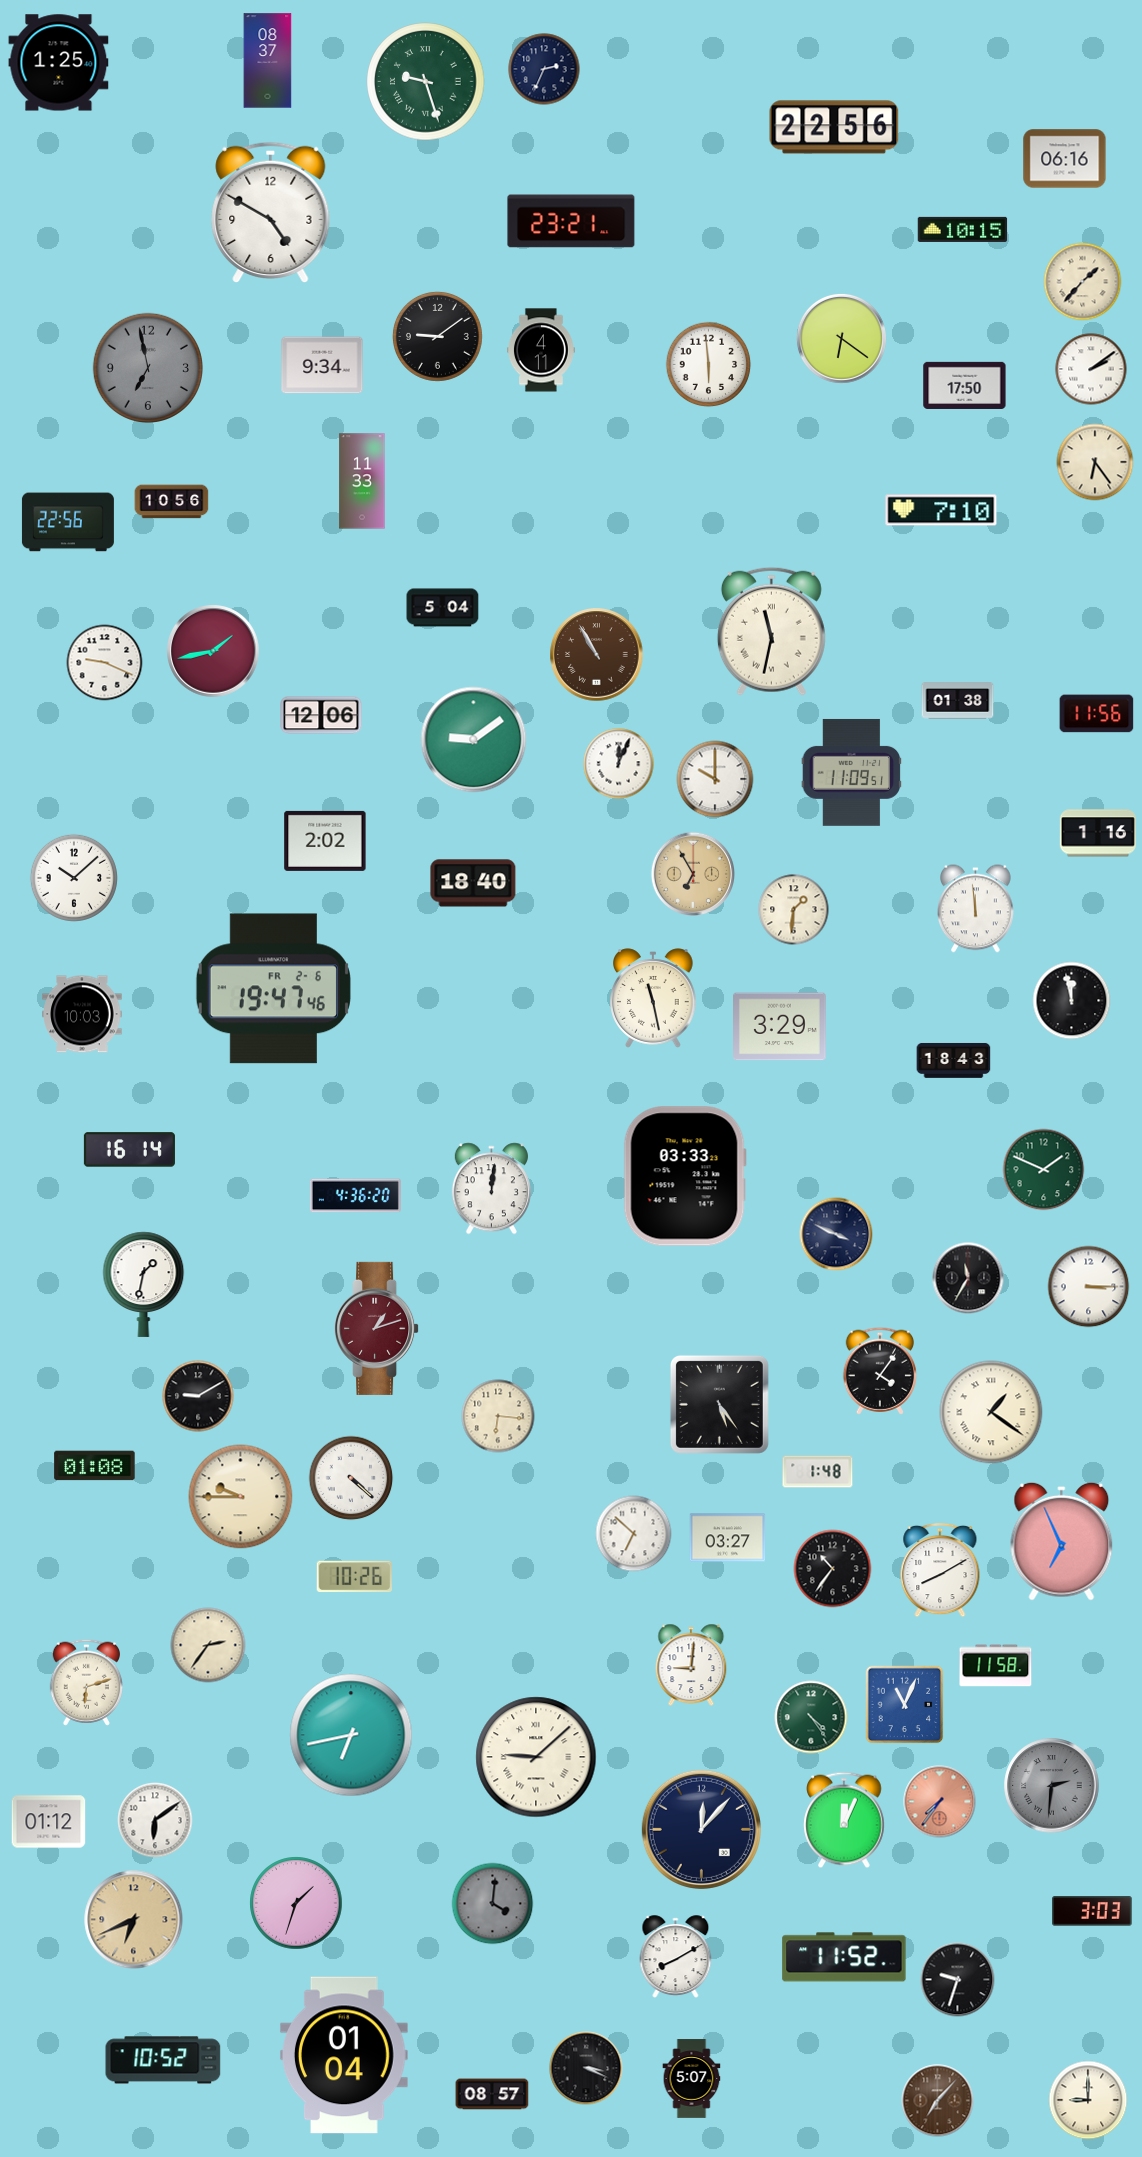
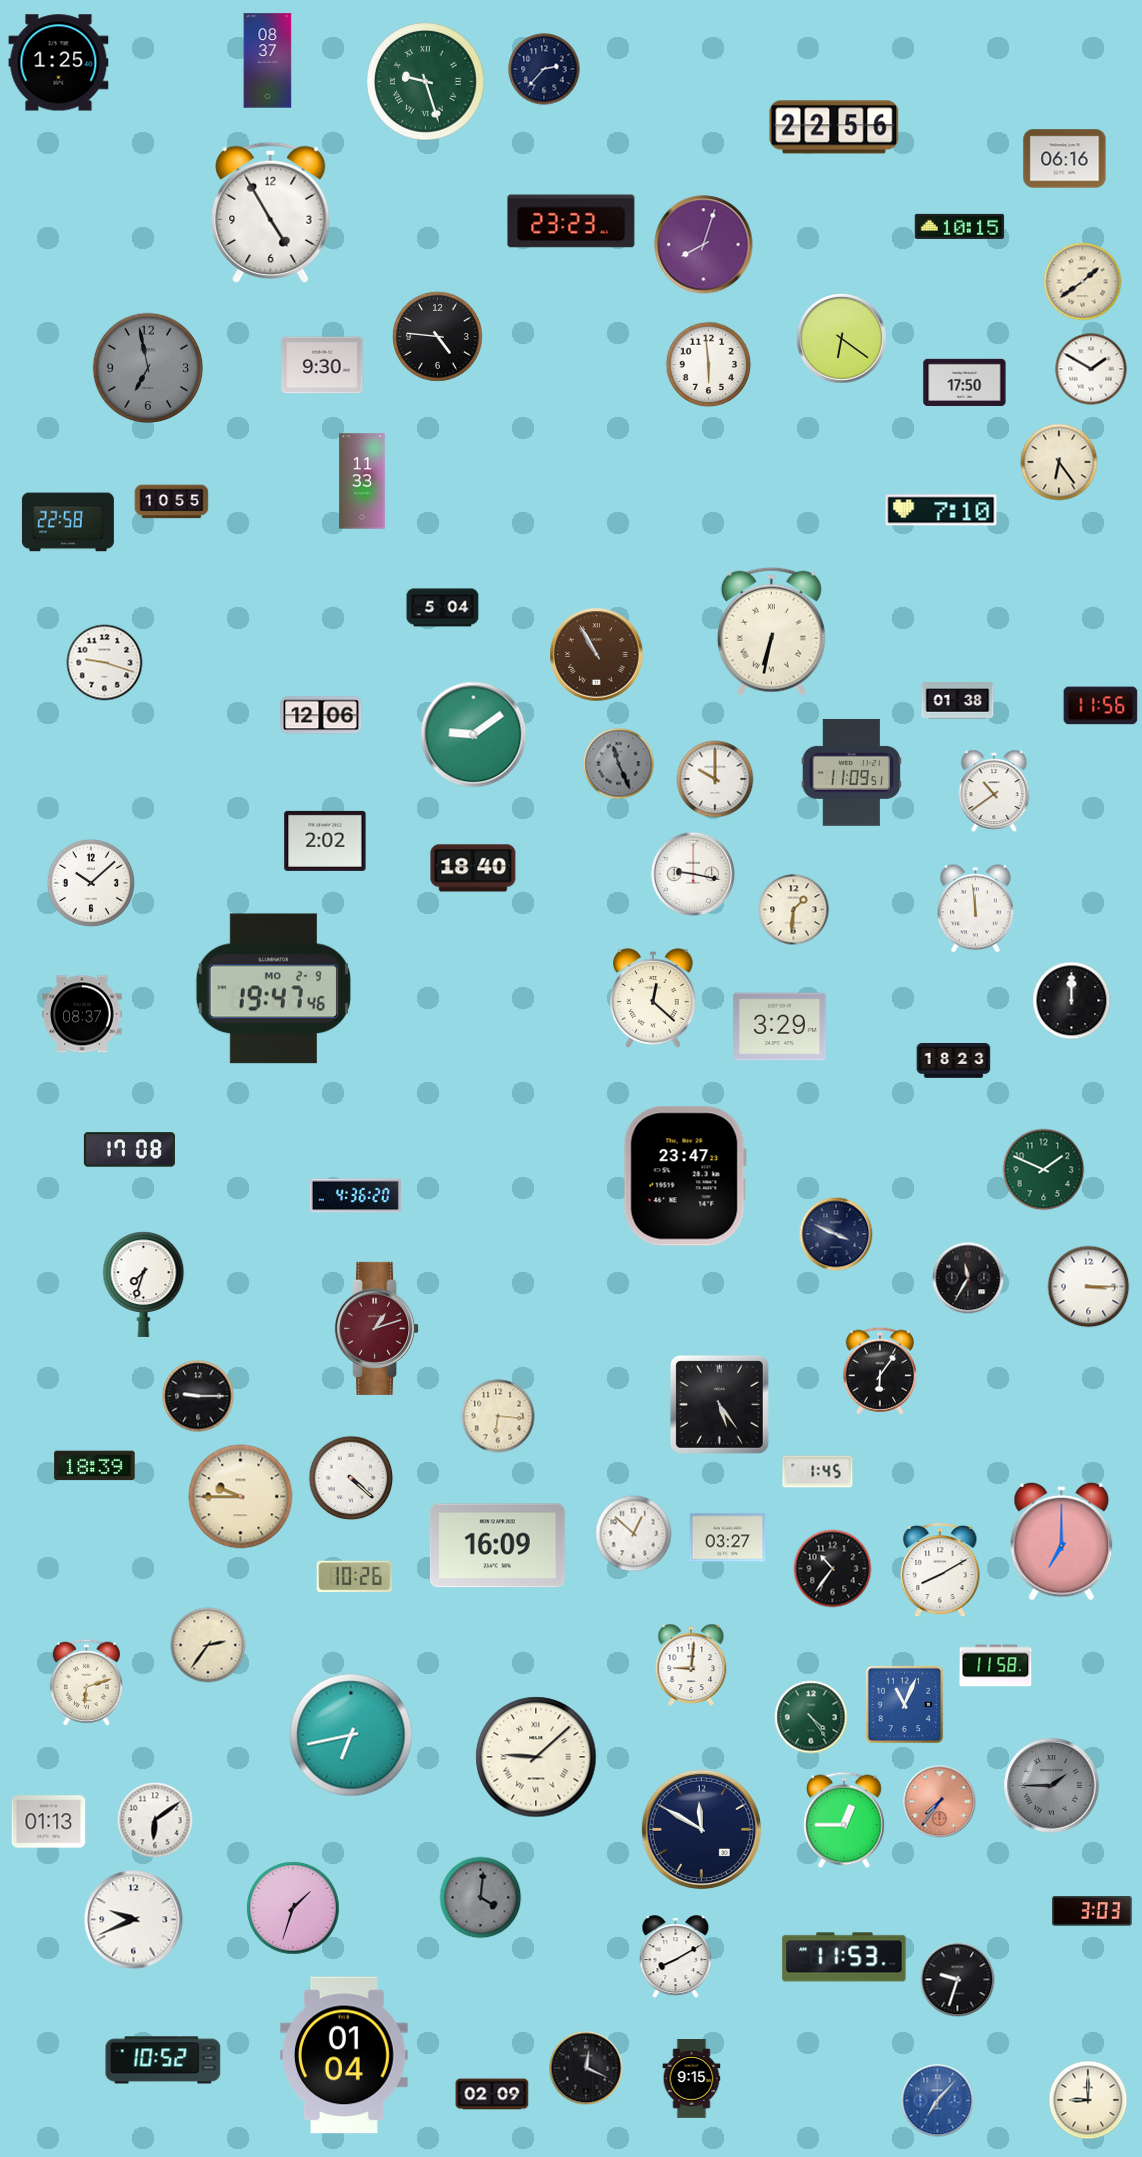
clock at (544, 69): 2:34 -> 2:37
clock at (271, 212): 4:50 -> 4:55
clock at (571, 221): 23:21 -> 23:23
clock at (963, 229) position: (963, 229) -> (960, 226)
clock at (704, 245): none -> 8:03
clock at (1083, 282): 1:37 -> 1:39
clock at (437, 336): 9:09 -> 4:46
clock at (542, 350): 4:11 -> none
clock at (322, 365): 9:34 -> 9:30
clock at (1091, 369): 2:09 -> 1:50
clock at (965, 385) position: (965, 385) -> (965, 382)
clock at (1095, 462) position: (1095, 462) -> (1059, 462)
clock at (172, 502): 10:56 -> 10:55
clock at (68, 522): 22:56 -> 22:58
clock at (771, 631): 11:32 -> 6:32
clock at (213, 651): 1:43 -> none
clock at (105, 663): 9:19 -> 9:18
clock at (1097, 714) position: (1097, 714) -> (1101, 706)
clock at (474, 740) position: (474, 740) -> (474, 735)
clock at (619, 764): 12:04 -> 11:26
clock at (619, 764) dial: white -> grey
clock at (994, 790): none -> 10:39
clock at (1098, 833): 1:16 -> none
clock at (693, 874): 6:55 -> 9:17
clock at (693, 874) dial: champagne -> white
clock at (74, 878) position: (74, 878) -> (91, 883)
clock at (473, 883) position: (473, 883) -> (473, 868)
clock at (273, 989) date: FR 2-6 -> MO 2-9
clock at (653, 998): 11:28 -> 12:22
clock at (1072, 1001): 11:58 -> 12:00
clock at (82, 1014): 10:03 -> 08:37
clock at (954, 1060): 18:43 -> 18:23
clock at (129, 1150): 16:14 -> 17:08
clock at (685, 1176): 03:33 -> 23:47
clock at (491, 1189): 12:01 -> none
clock at (144, 1284): 1:32 -> 7:33
clock at (880, 1371): 4:06 -> 6:06
clock at (198, 1396): 9:10 -> 9:15
clock at (991, 1412): 1:21 -> none
clock at (95, 1466): 01:08 -> 18:39
clock at (818, 1472): 1:48 -> 1:45
clock at (634, 1534): 6:52 -> 12:52
clock at (1062, 1541): 6:56 -> 7:00
clock at (497, 1546): none -> 16:09
clock at (1052, 1786): 2:31 -> 1:45
clock at (844, 1820): 12:04 -> 12:45
clock at (49, 1822): 01:12 -> 01:13
clock at (701, 1829): 12:07 -> 11:50
clock at (296, 1903) position: (296, 1903) -> (293, 1908)
clock at (493, 1904) position: (493, 1904) -> (481, 1898)
clock at (134, 1920): 6:41 -> 9:41
clock at (134, 1920) dial: champagne -> white
clock at (844, 1957): 11:52 -> 11:53
clock at (586, 2068): 3:19 -> 12:19
clock at (692, 2079): 5:07 -> 9:15
clock at (492, 2094): 08:57 -> 02:09
clock at (938, 2101) dial: brown -> blue
